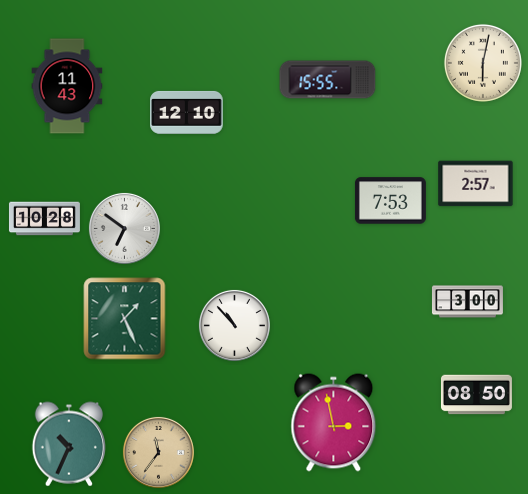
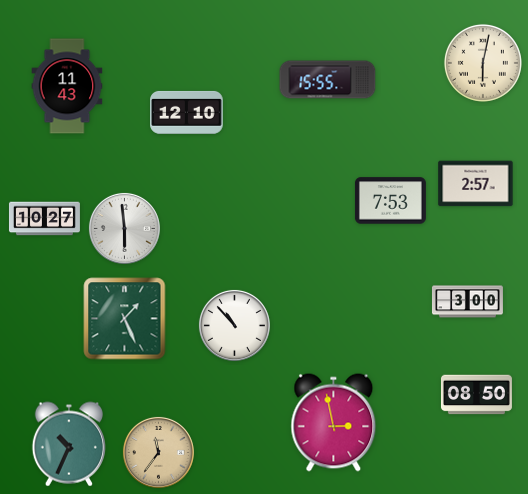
clock at (44, 219): 10:28 -> 10:27
clock at (124, 228): 6:51 -> 5:59
